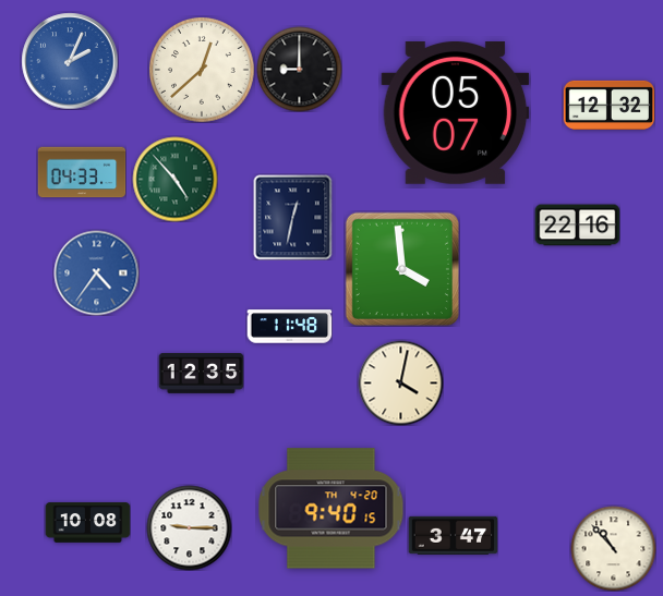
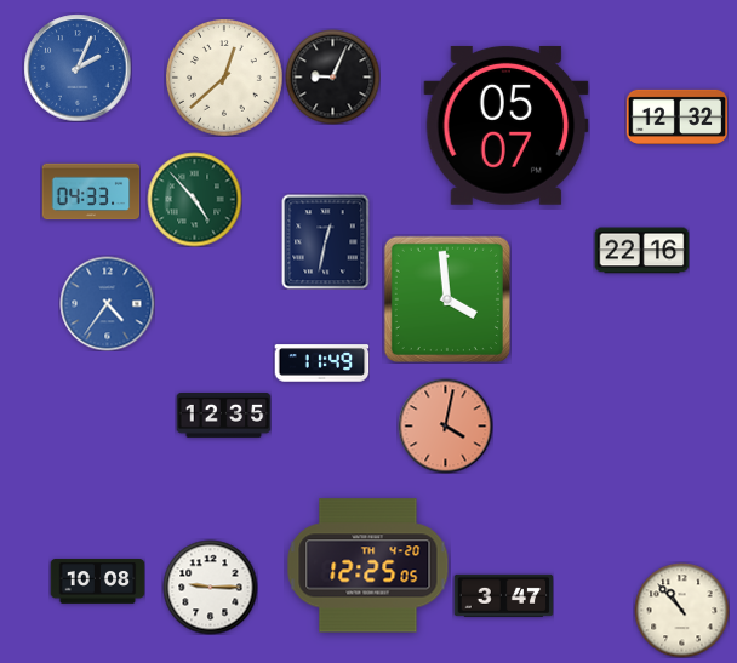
clock at (299, 69): 9:00 -> 9:04
clock at (289, 327): 11:48 -> 11:49
clock at (400, 382) dial: cream -> salmon
clock at (331, 509): 9:40 -> 12:25
